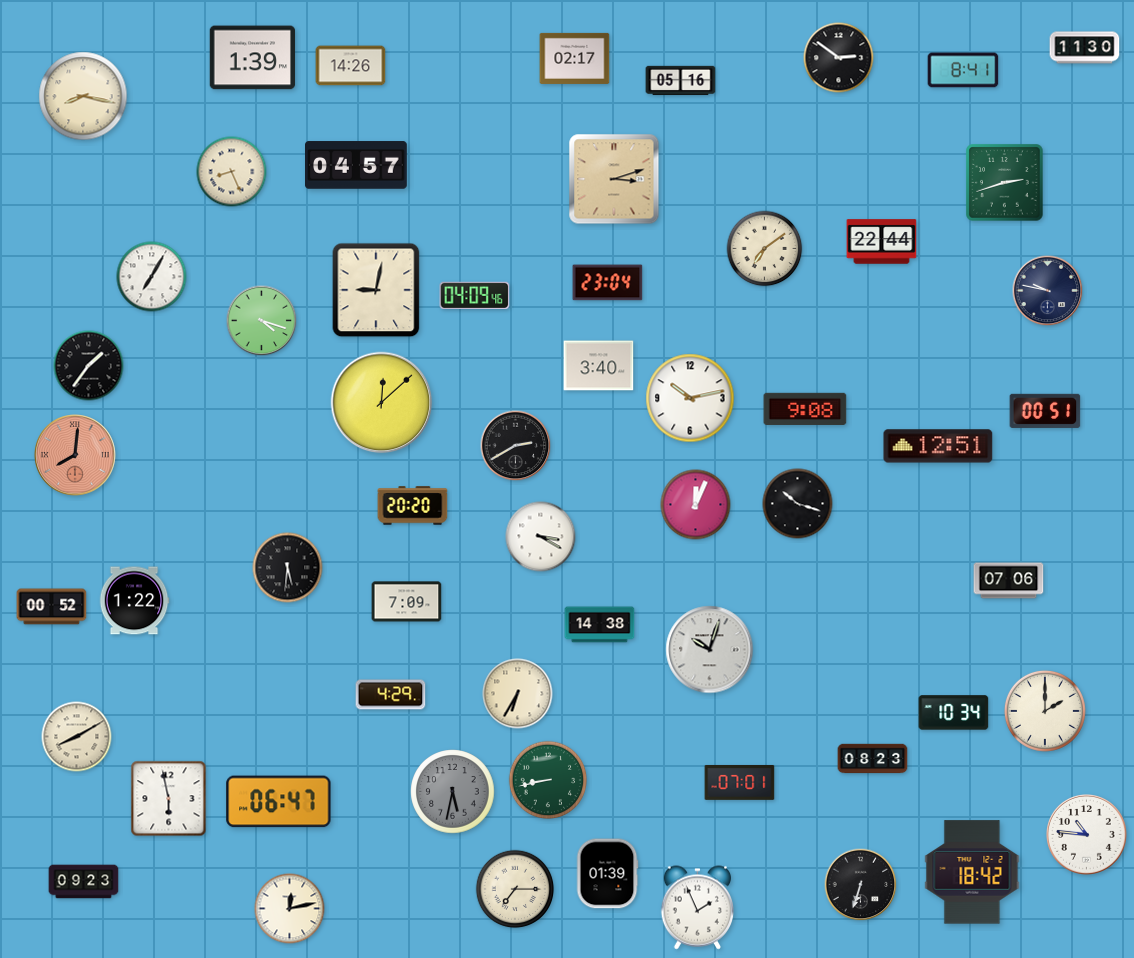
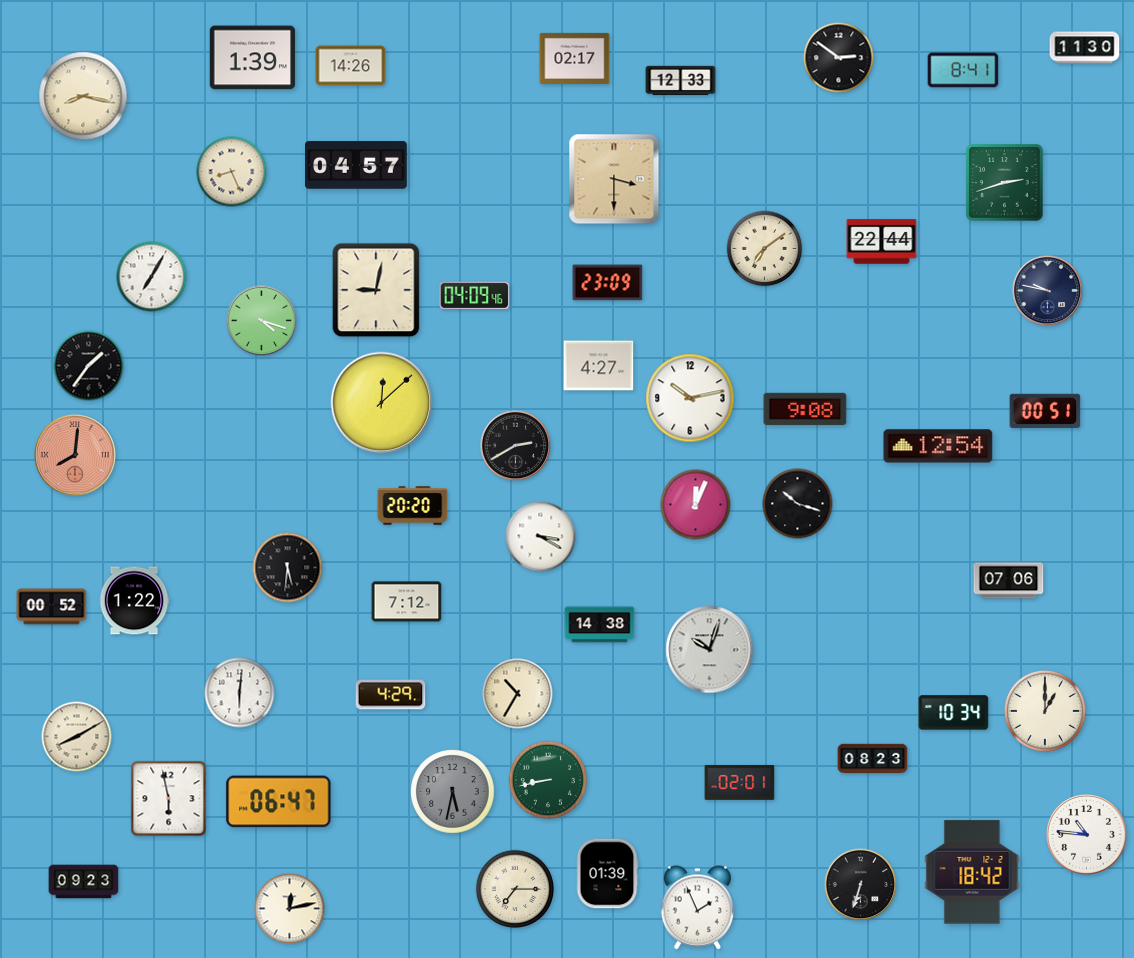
clock at (681, 81): 05:16 -> 12:33
clock at (614, 179): 3:12 -> 3:30
clock at (608, 283): 23:04 -> 23:09
clock at (599, 366): 3:40 -> 4:27
clock at (938, 446): 12:51 -> 12:54
clock at (407, 602): 7:09 -> 7:12
clock at (240, 693): none -> 6:01
clock at (518, 694): 6:35 -> 10:35
clock at (1045, 711): 2:00 -> 1:00
clock at (740, 782): 07:01 -> 02:01
